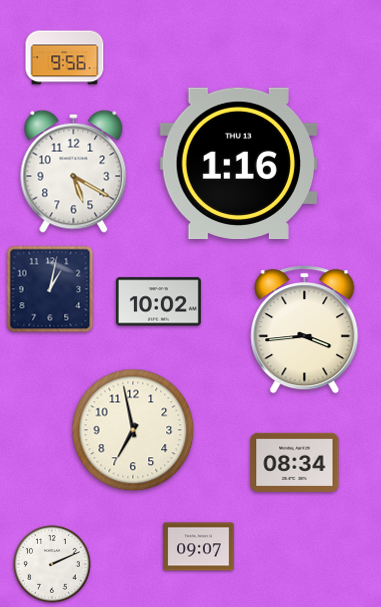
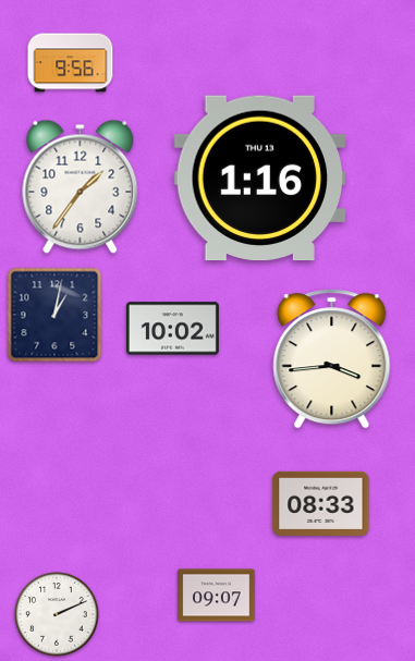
clock at (74, 171): 5:20 -> 1:36
clock at (133, 430): 6:58 -> none
clock at (295, 462): 08:34 -> 08:33
